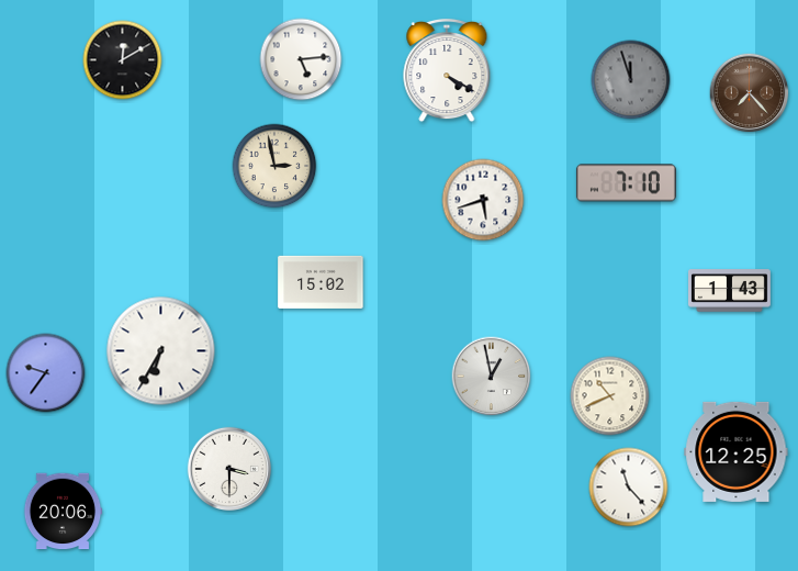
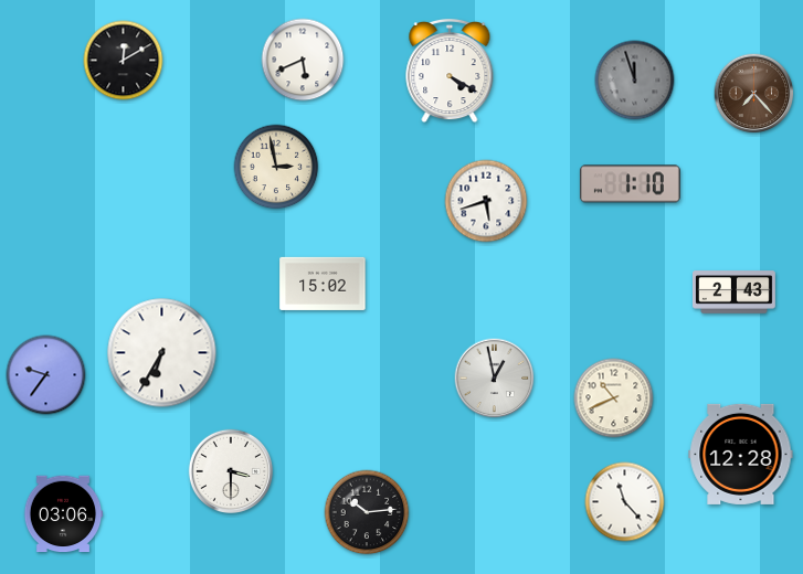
clock at (301, 59): 5:14 -> 5:41
clock at (626, 183): 7:10 -> 1:10
clock at (730, 291): 1:43 -> 2:43
clock at (737, 451): 12:25 -> 12:28
clock at (629, 488) position: (629, 488) -> (625, 502)
clock at (367, 512): none -> 10:14
clock at (63, 512): 20:06 -> 03:06
